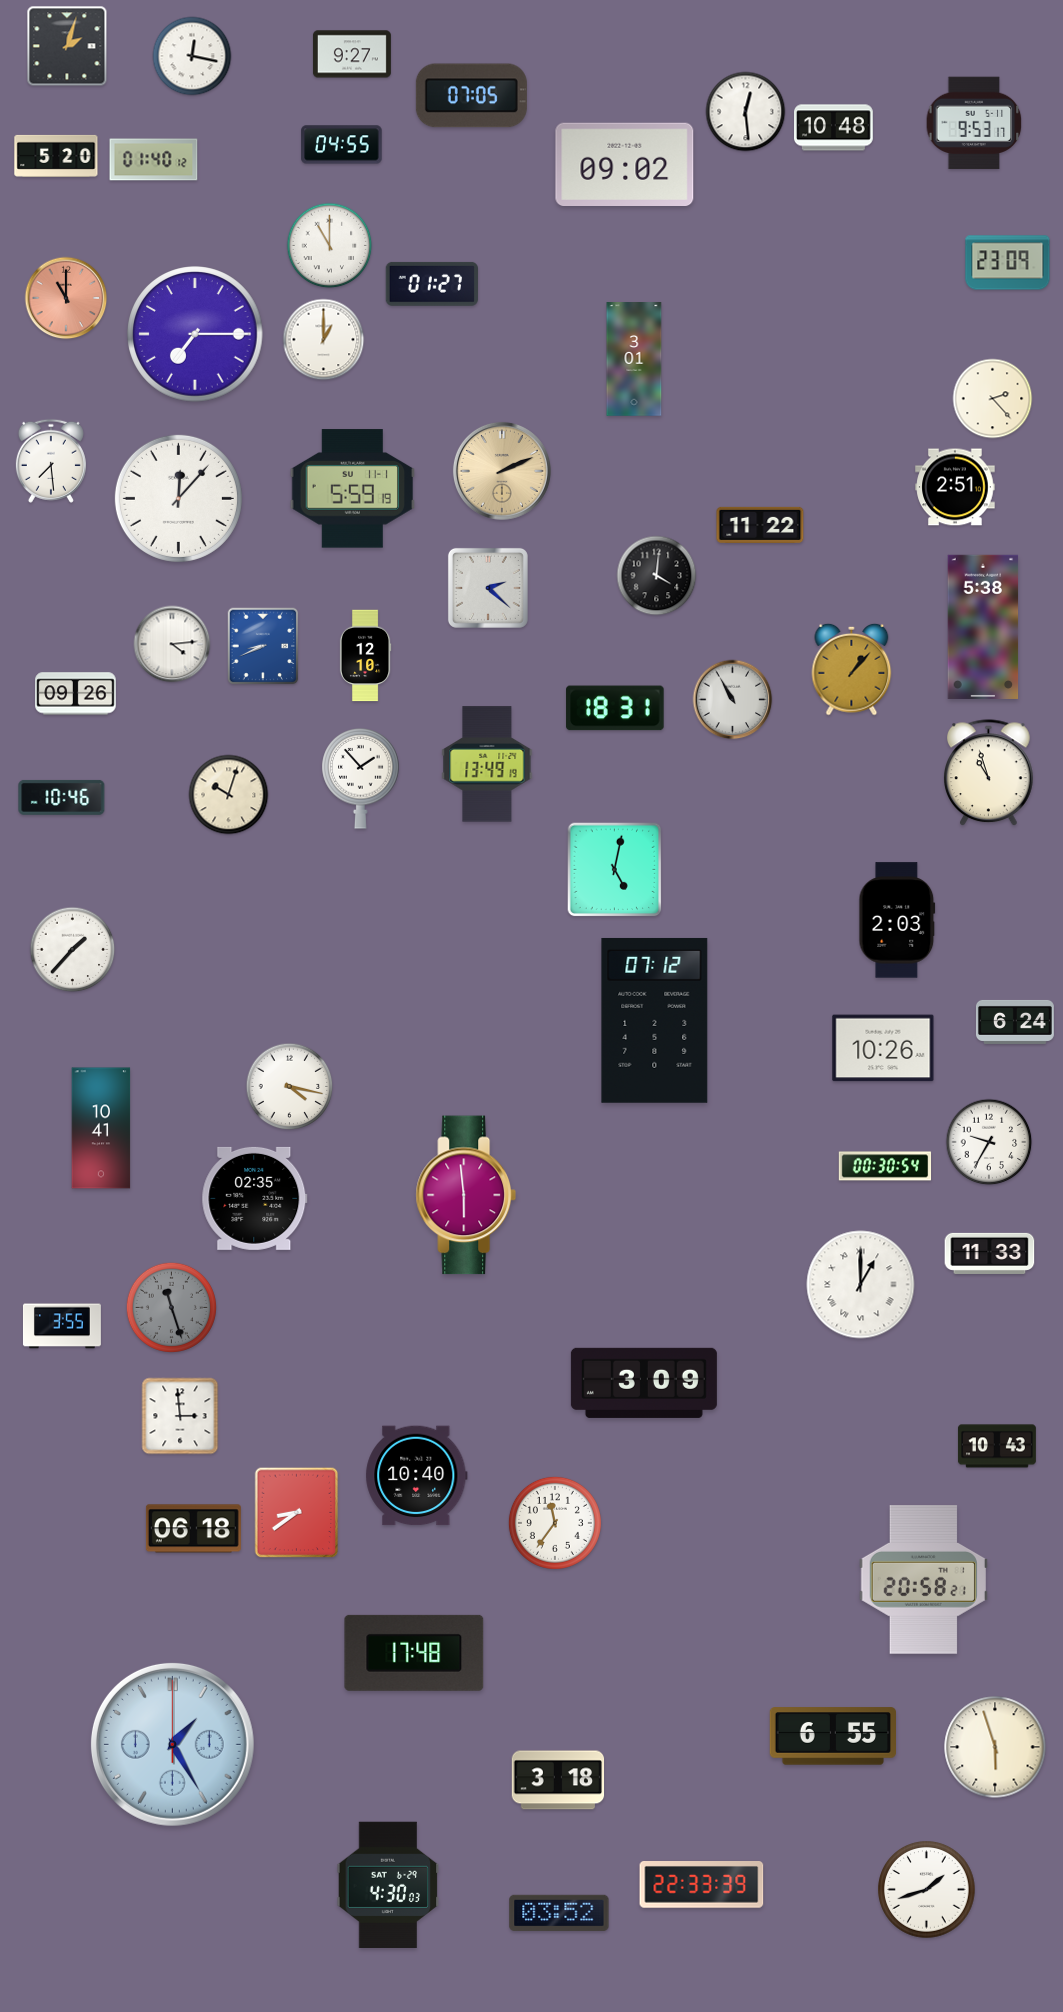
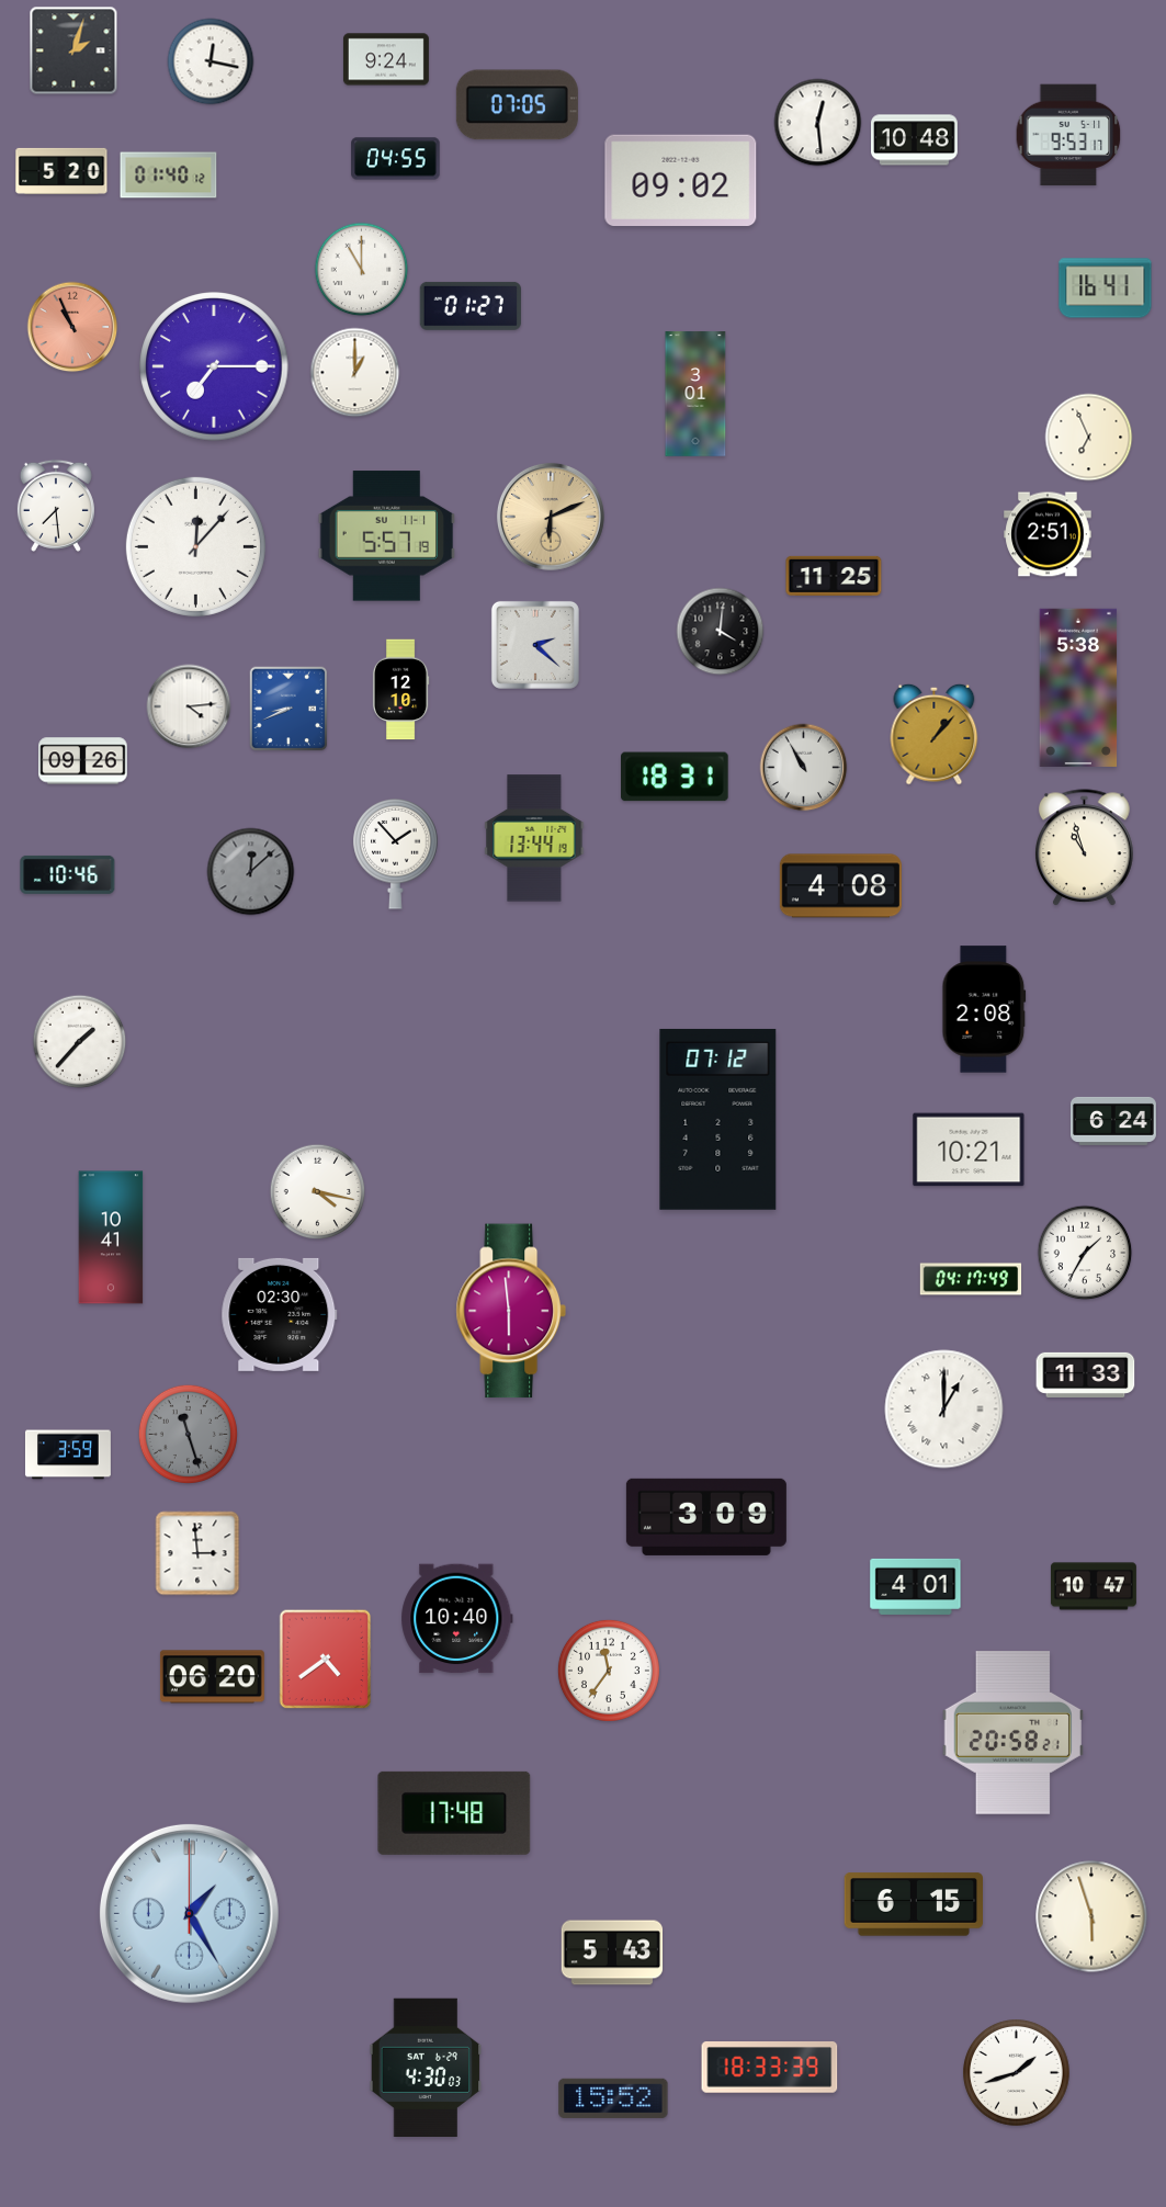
clock at (352, 54): 9:27 -> 9:24
clock at (342, 145) position: (342, 145) -> (396, 159)
clock at (625, 164) position: (625, 164) -> (681, 180)
clock at (1008, 263): 23:09 -> 16:41
clock at (432, 284) position: (432, 284) -> (471, 306)
clock at (66, 298): 11:00 -> 10:56
clock at (993, 399): 2:23 -> 6:56
clock at (502, 471): 2:11 -> 6:11
clock at (353, 489): 5:59 -> 5:57
clock at (760, 525): 11:22 -> 11:25
clock at (365, 656) position: (365, 656) -> (400, 690)
clock at (487, 764): 13:49 -> 13:44
clock at (229, 795): 10:03 -> 12:08
clock at (229, 795) dial: cream -> grey
clock at (840, 886): none -> 4:08
clock at (615, 870): 5:02 -> none
clock at (897, 920): 2:03 -> 2:08
clock at (883, 1048): 10:26 -> 10:21
clock at (989, 1142): 9:35 -> 1:35
clock at (885, 1166): 00:30 -> 04:17
clock at (255, 1198): 02:35 -> 02:30
clock at (62, 1326): 3:55 -> 3:59
clock at (916, 1586): none -> 4:01
clock at (997, 1446): 10:43 -> 10:47
clock at (297, 1513): 8:39 -> 4:39
clock at (193, 1529): 06:18 -> 06:20
clock at (832, 1736): 6:55 -> 6:15
clock at (558, 1780): 3:18 -> 5:43
clock at (702, 1885): 22:33 -> 18:33
clock at (559, 1913): 03:52 -> 15:52
